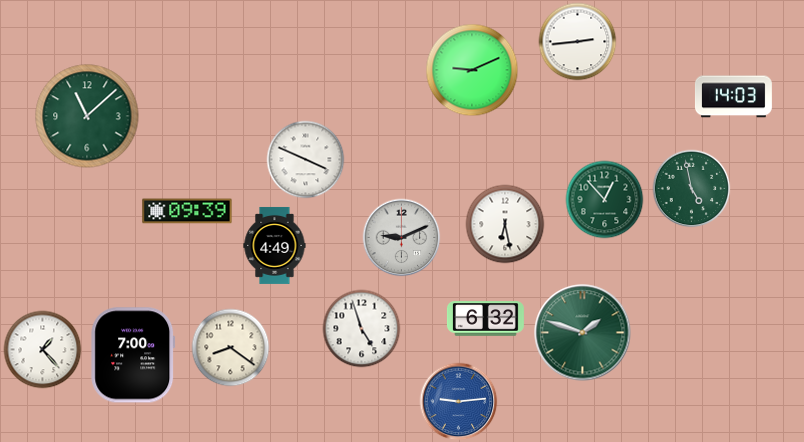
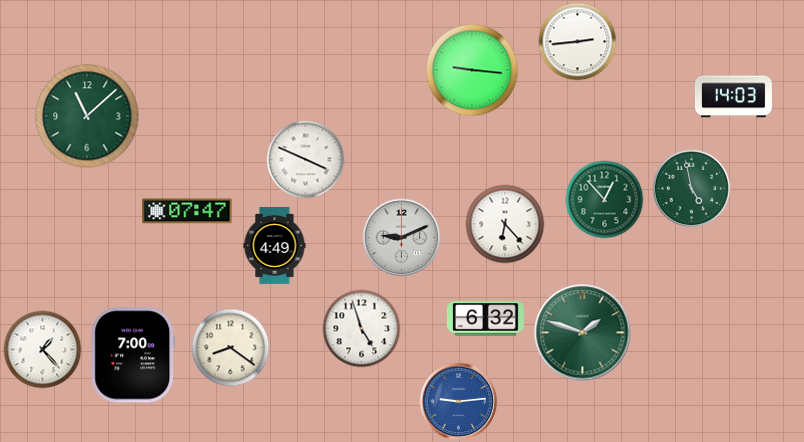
clock at (472, 70): 9:11 -> 9:16
clock at (187, 211): 09:39 -> 07:47
clock at (505, 224): 6:28 -> 6:23
